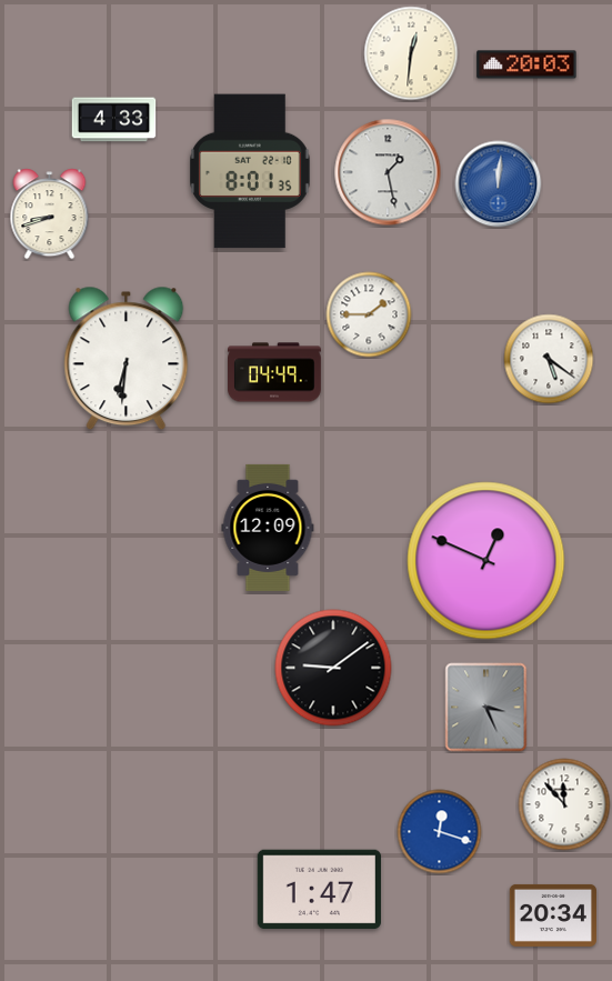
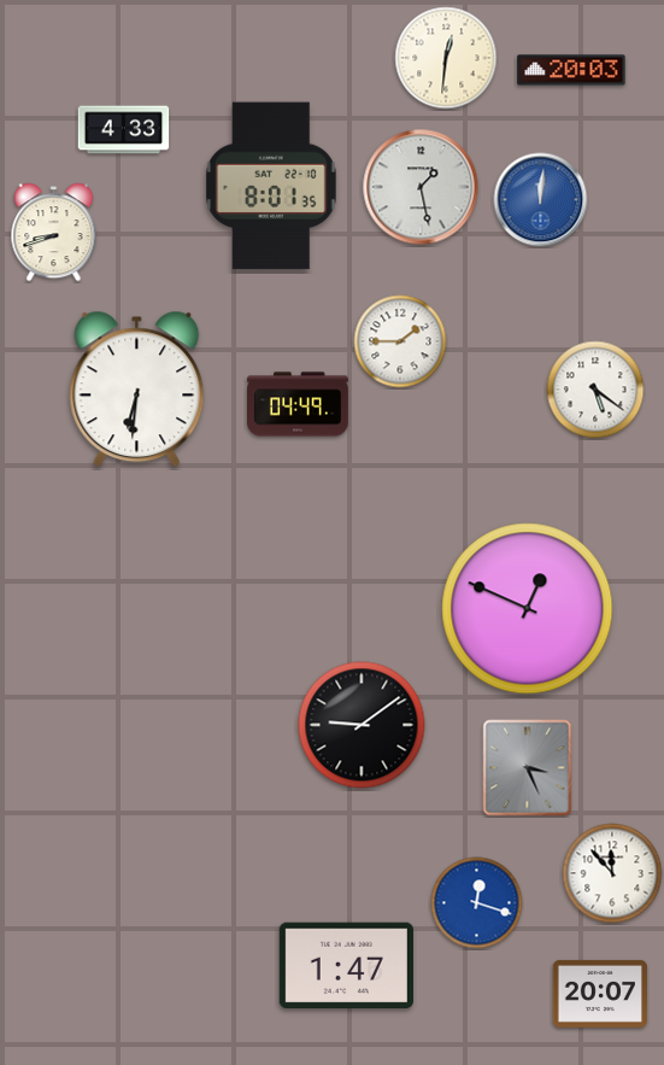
clock at (268, 528): 12:09 -> none
clock at (552, 915): 20:34 -> 20:07
